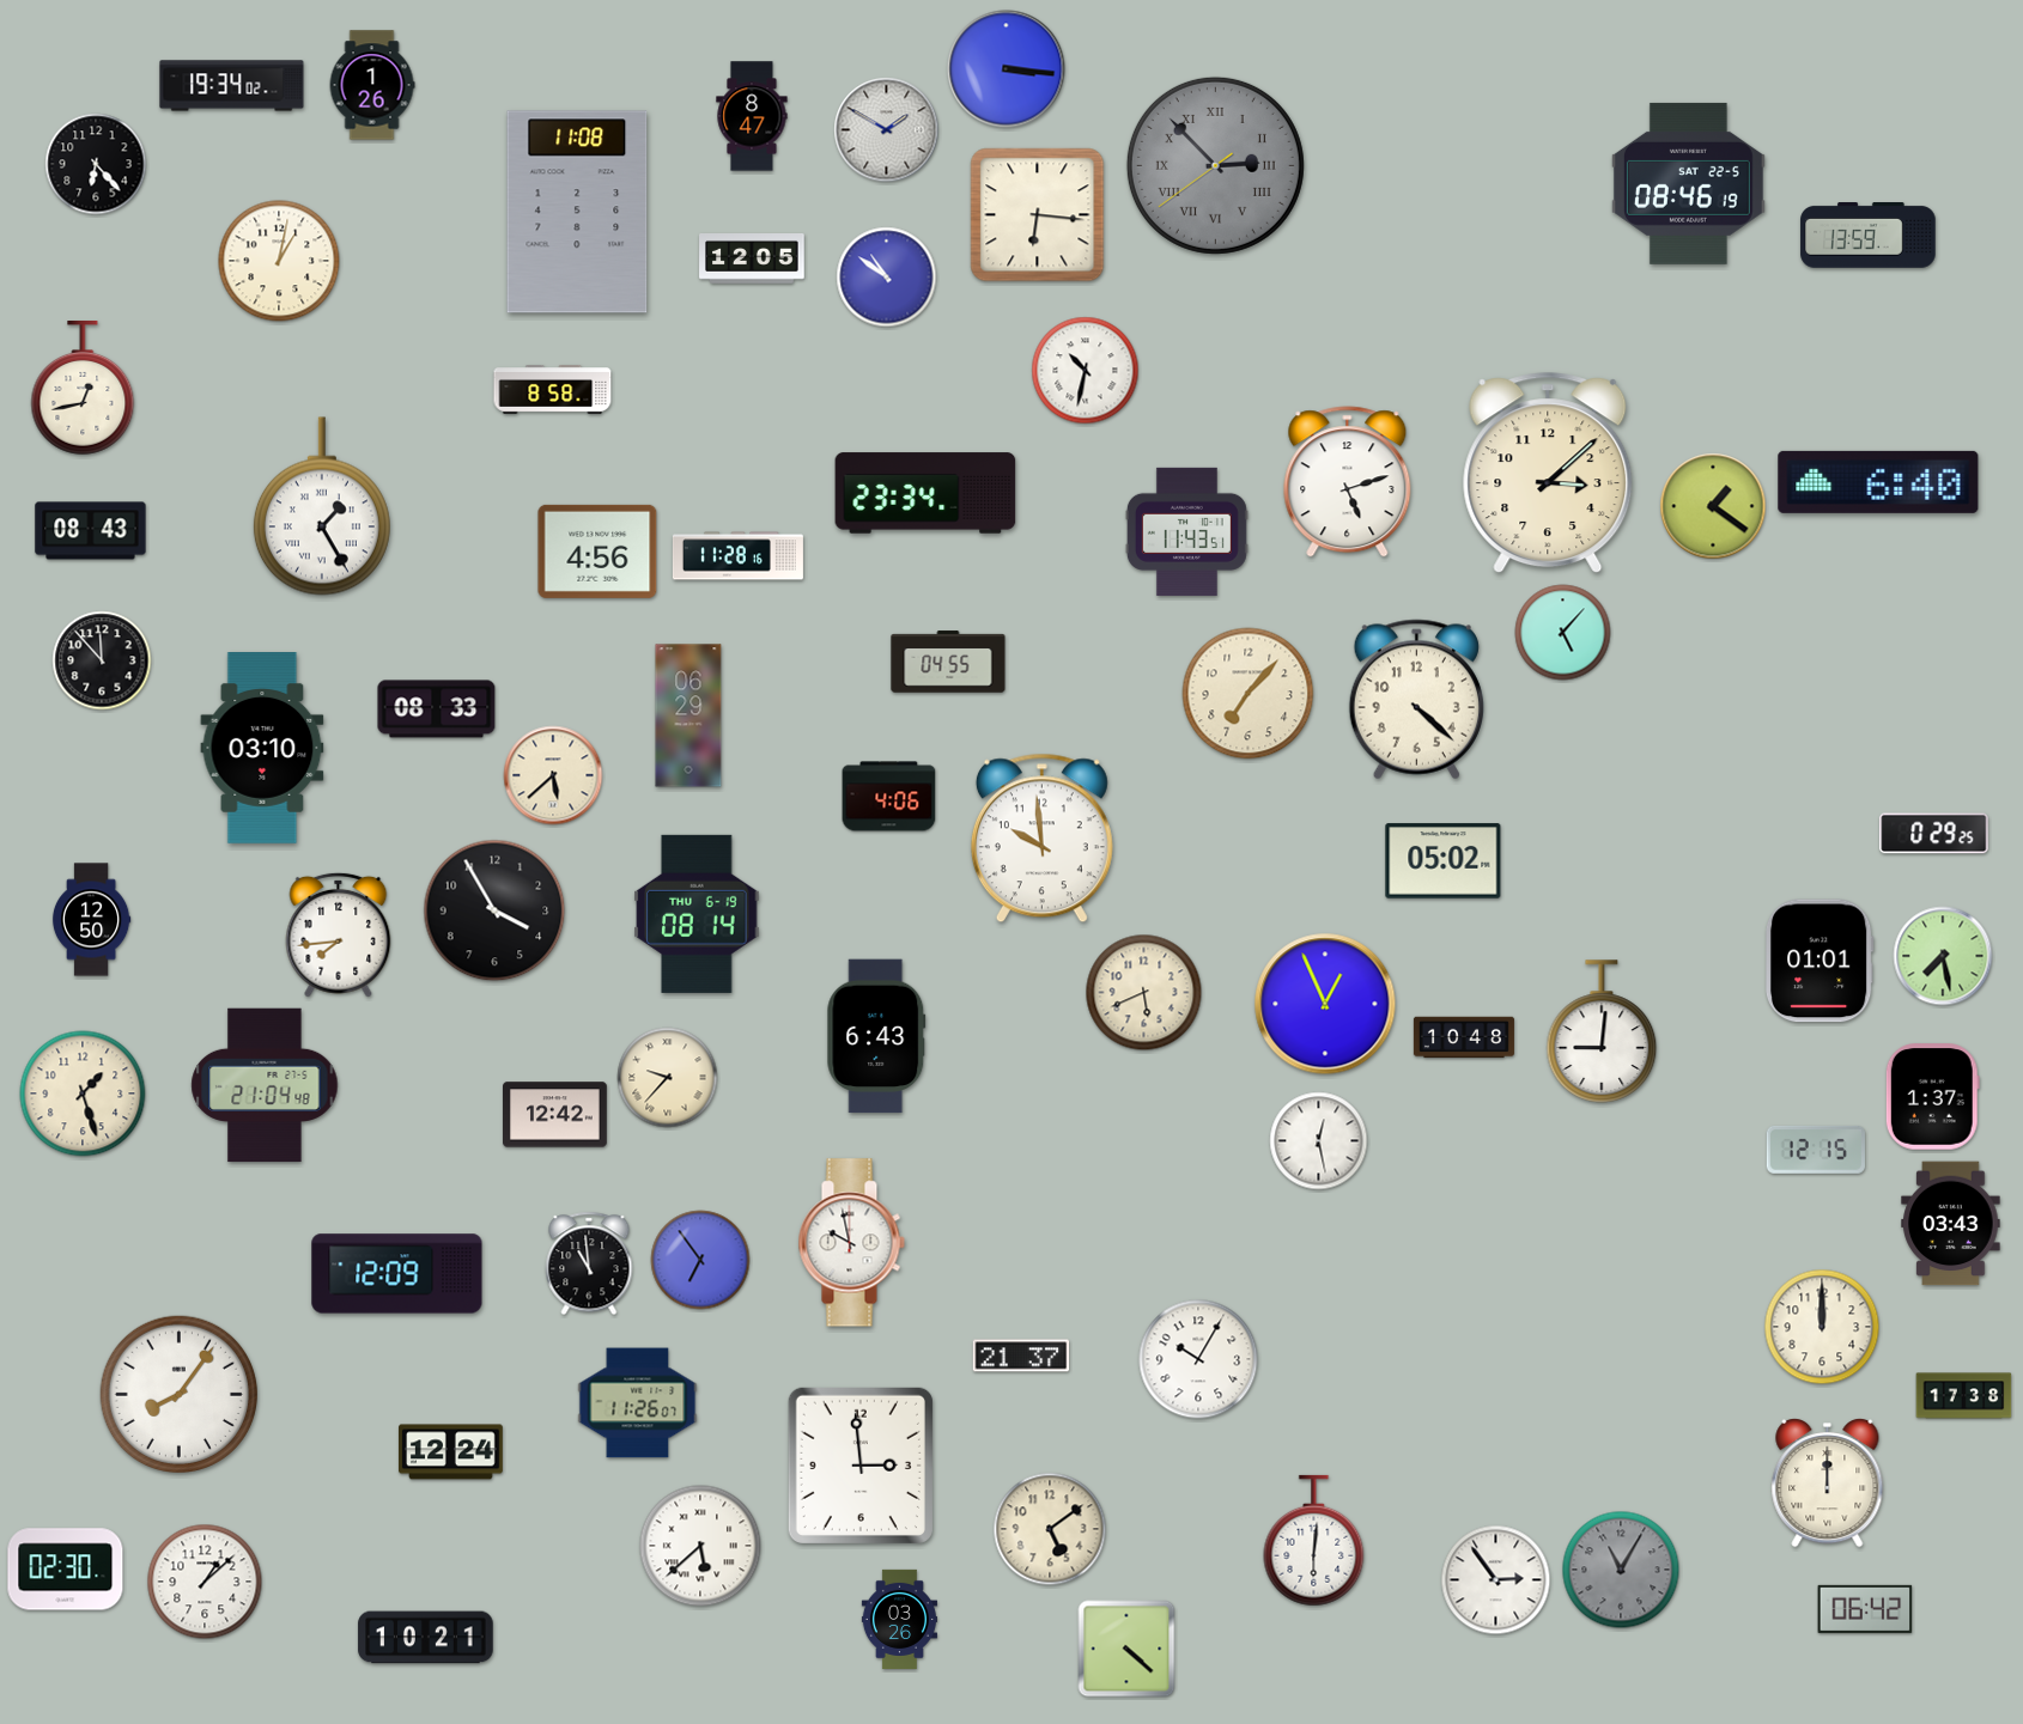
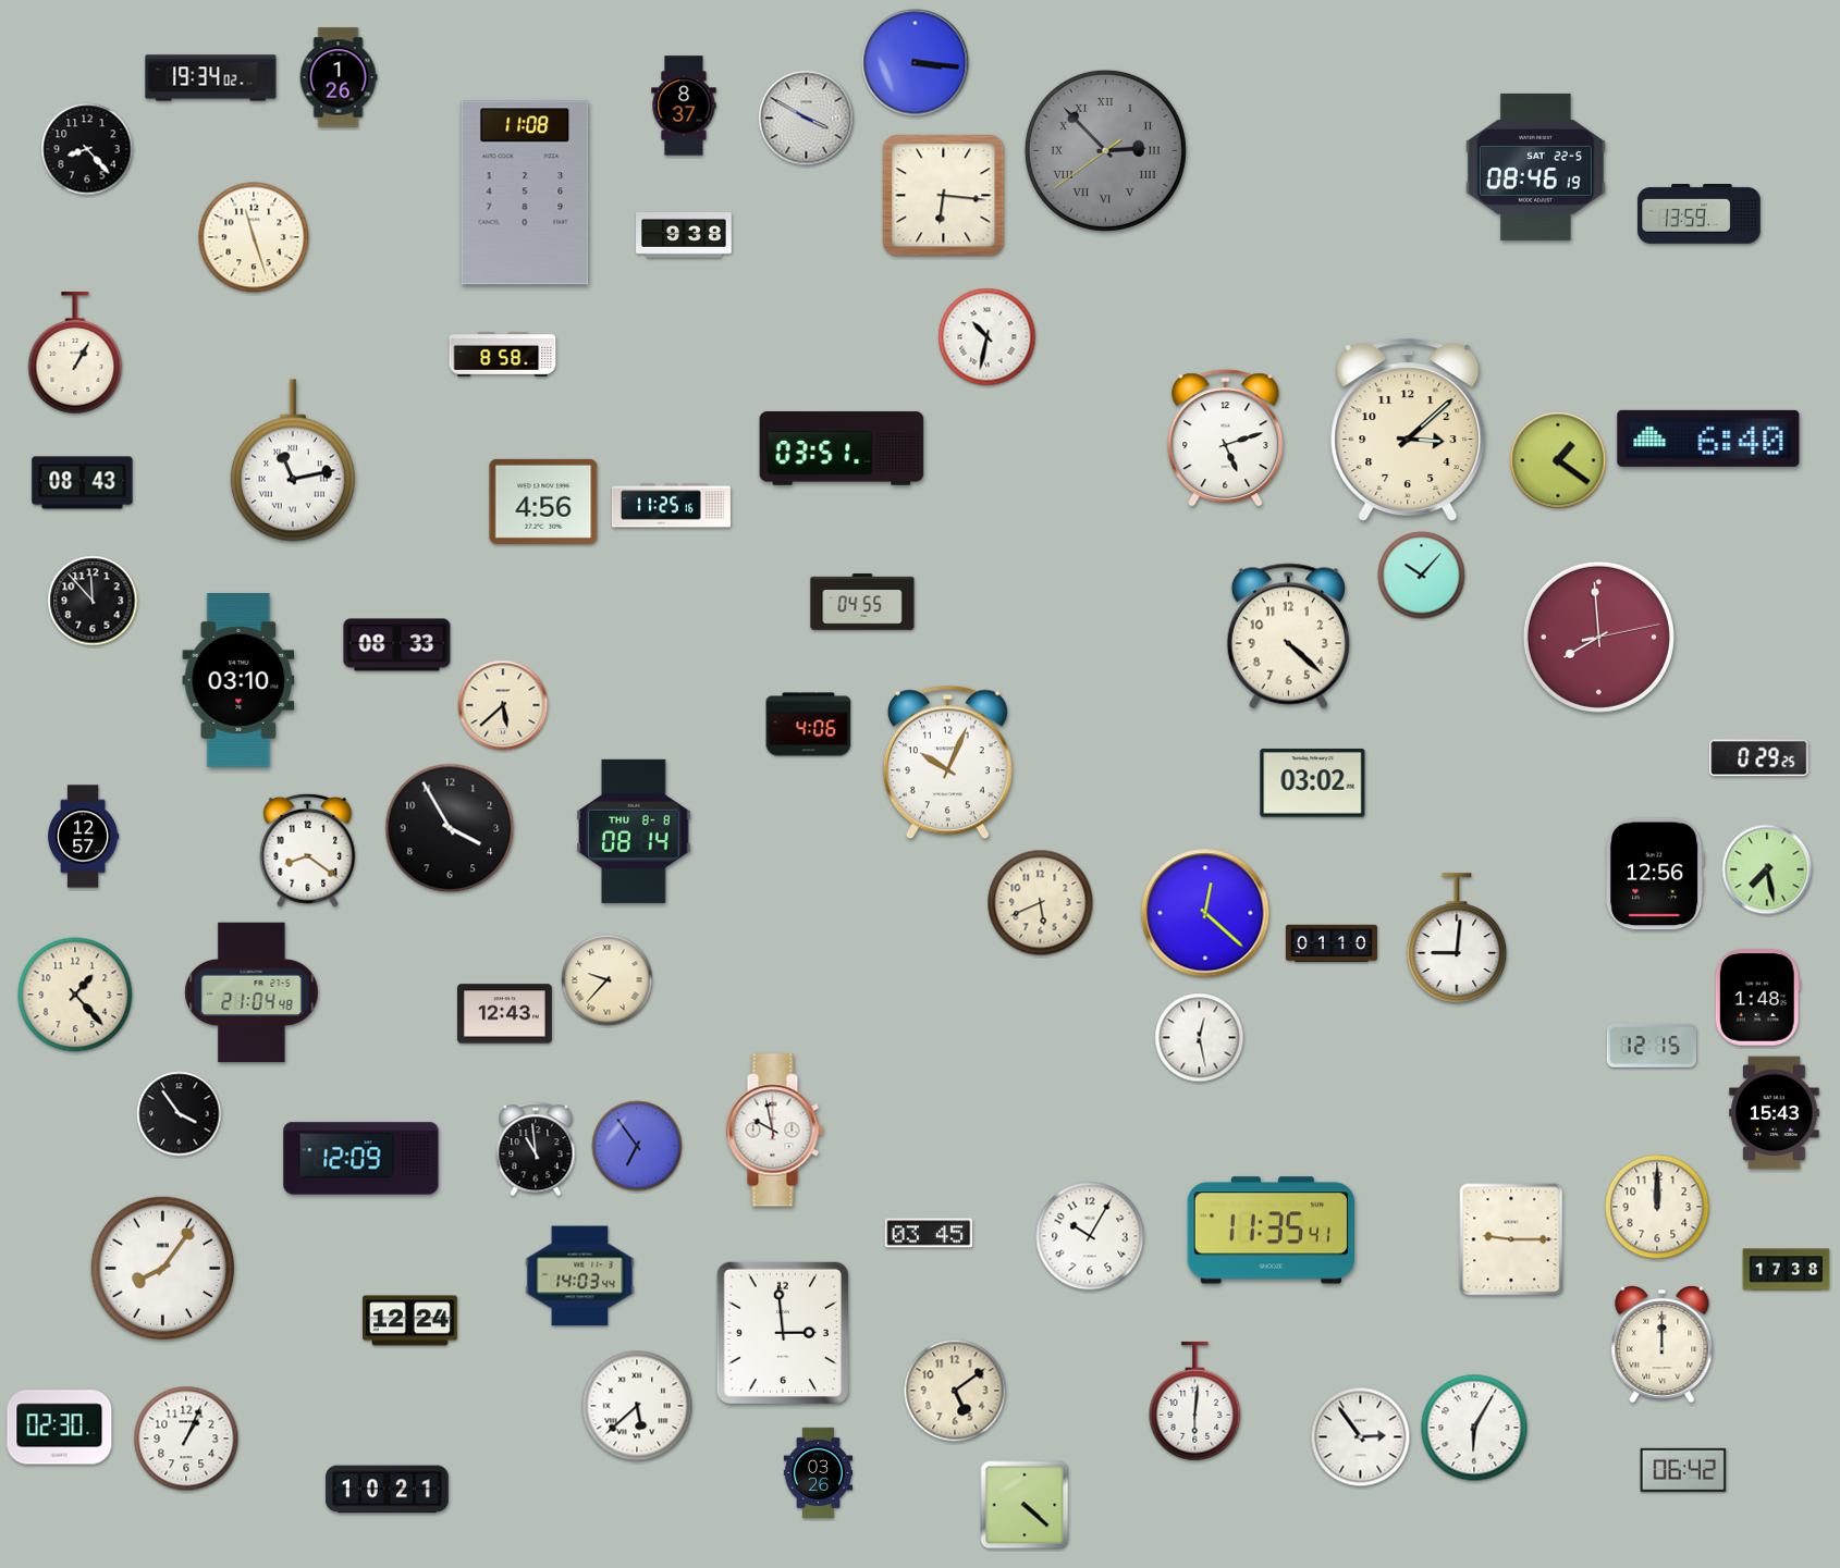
clock at (752, 116): 8:47 -> 8:37
clock at (887, 130): 1:50 -> 3:50
clock at (96, 164): 6:23 -> 8:23
clock at (752, 260): 12:05 -> 9:38
clock at (279, 261): 1:02 -> 11:27
clock at (887, 278): 10:51 -> none
clock at (83, 389): 12:43 -> 1:05
clock at (925, 493): 23:34 -> 03:51
clock at (322, 506): 1:25 -> 11:13
clock at (1186, 531): 11:43 -> none
clock at (737, 556): 11:28 -> 11:25
clock at (1563, 633): 5:07 -> 10:07
clock at (1249, 694): 7:07 -> none
clock at (1598, 637): none -> 7:59
clock at (688, 715): 06:29 -> none
clock at (1041, 839): 9:59 -> 10:04
clock at (1444, 861): 05:02 -> 03:02
clock at (697, 914) date: THU 6-19 -> THU 8-8
clock at (91, 920): 12:50 -> 12:57
clock at (339, 934): 7:44 -> 8:21
clock at (1820, 961): 01:01 -> 12:56
clock at (1325, 1004): 12:56 -> 12:22
clock at (876, 1036): 6:43 -> none
clock at (1464, 1037): 10:48 -> 01:10
clock at (265, 1085) position: (265, 1085) -> (252, 992)
clock at (83, 1094): 1:27 -> 1:23
clock at (1932, 1097): 1:37 -> 1:48
clock at (555, 1115): 12:42 -> 12:43
clock at (1951, 1224): 03:43 -> 15:43
clock at (180, 1114): none -> 3:54
clock at (1271, 1231): none -> 11:35
clock at (1021, 1356): 21:37 -> 03:45
clock at (1511, 1239): none -> 9:15
clock at (638, 1403): 11:26 -> 14:03
clock at (1828, 1484) position: (1828, 1484) -> (1663, 1345)
clock at (1621, 1570): 11:05 -> 6:05
clock at (1621, 1570) dial: grey -> white
clock at (205, 1582): 1:08 -> 1:04
clock at (1865, 1609) position: (1865, 1609) -> (1683, 1470)
clock at (1126, 1649) position: (1126, 1649) -> (1025, 1505)
